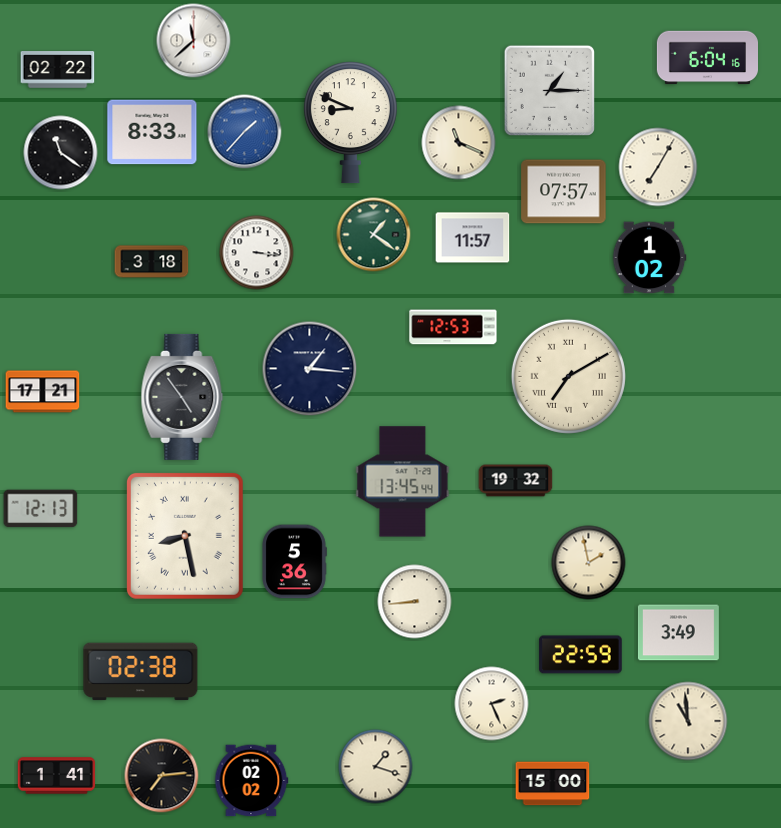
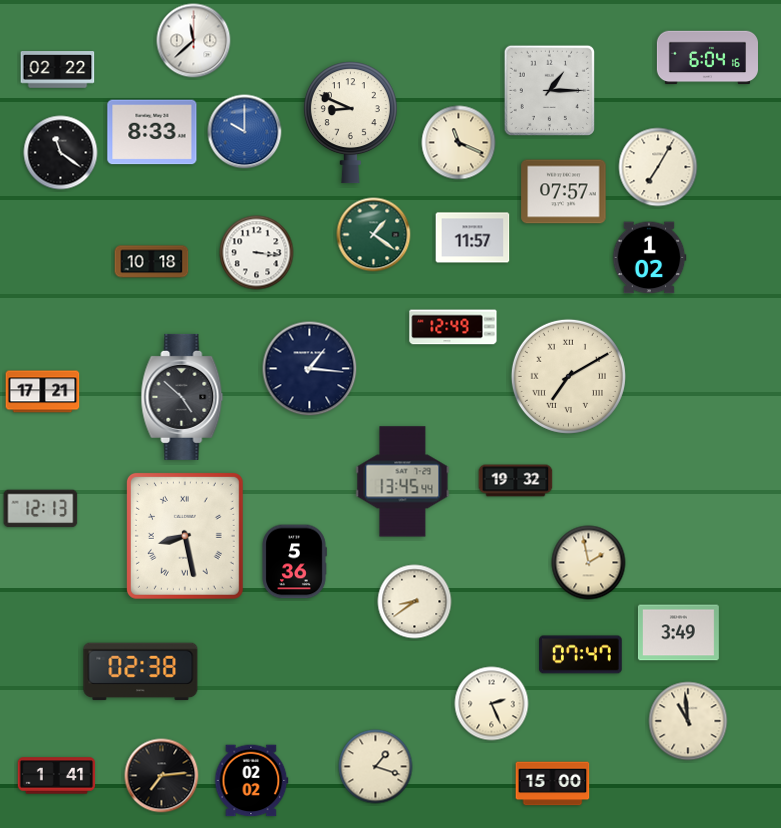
clock at (245, 132): 1:37 -> 10:00
clock at (152, 262): 3:18 -> 10:18
clock at (453, 327): 12:53 -> 12:49
clock at (182, 397): 4:54 -> 4:52
clock at (415, 602): 8:44 -> 8:39
clock at (581, 655): 22:59 -> 07:47
